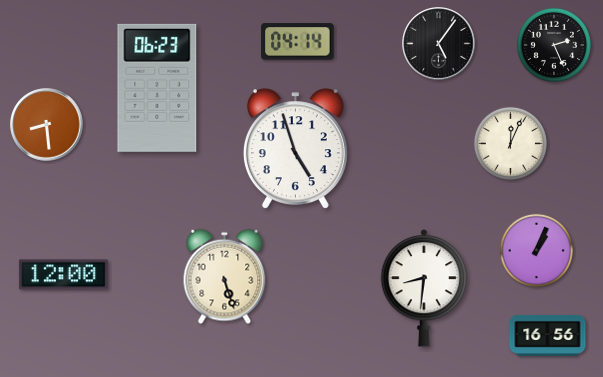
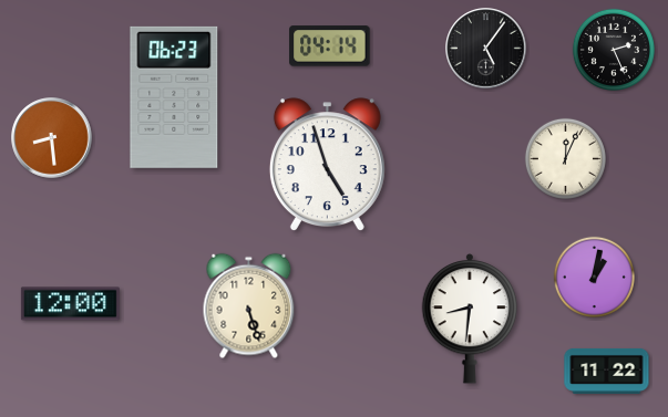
clock at (536, 250): 1:04 -> 1:02
clock at (548, 335): 16:56 -> 11:22
